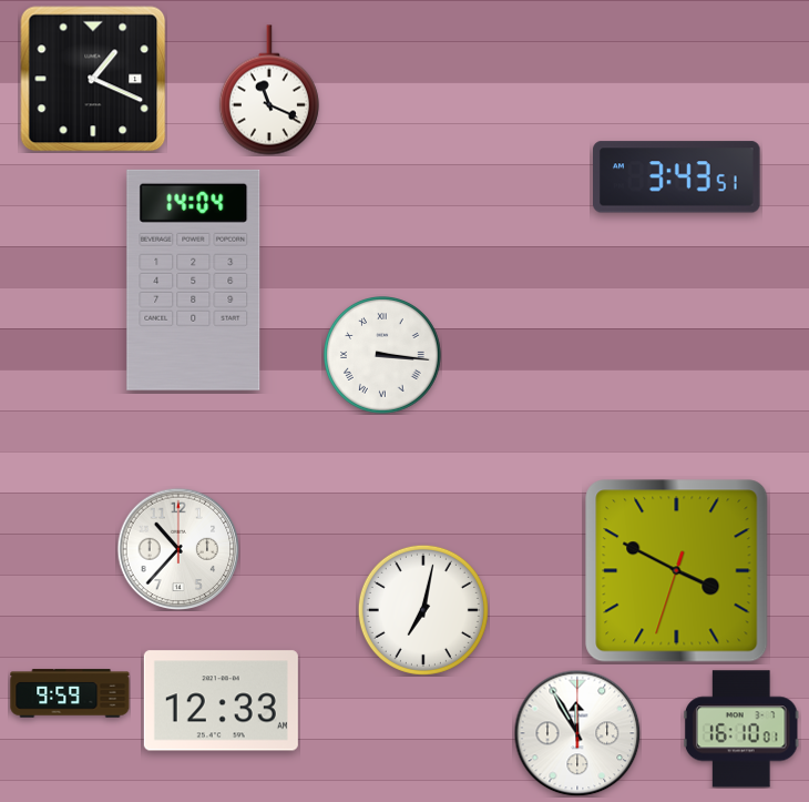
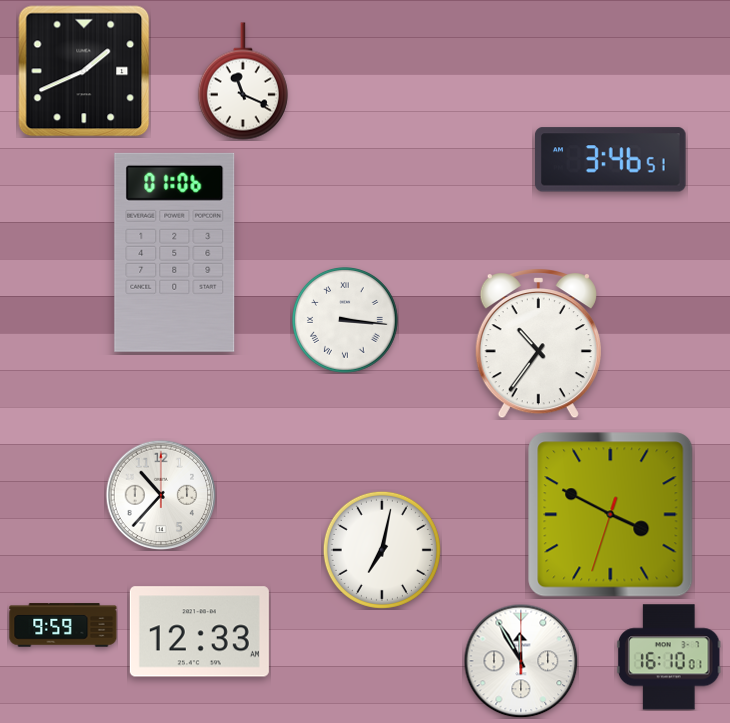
clock at (93, 79): 1:19 -> 1:41
clock at (677, 177): 3:43 -> 3:46
clock at (194, 280): 14:04 -> 01:06
clock at (538, 343): none -> 10:36
